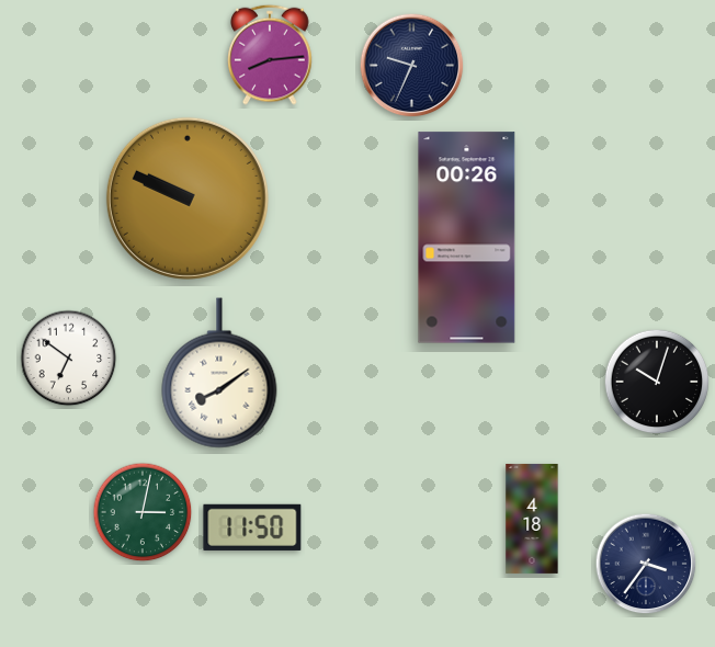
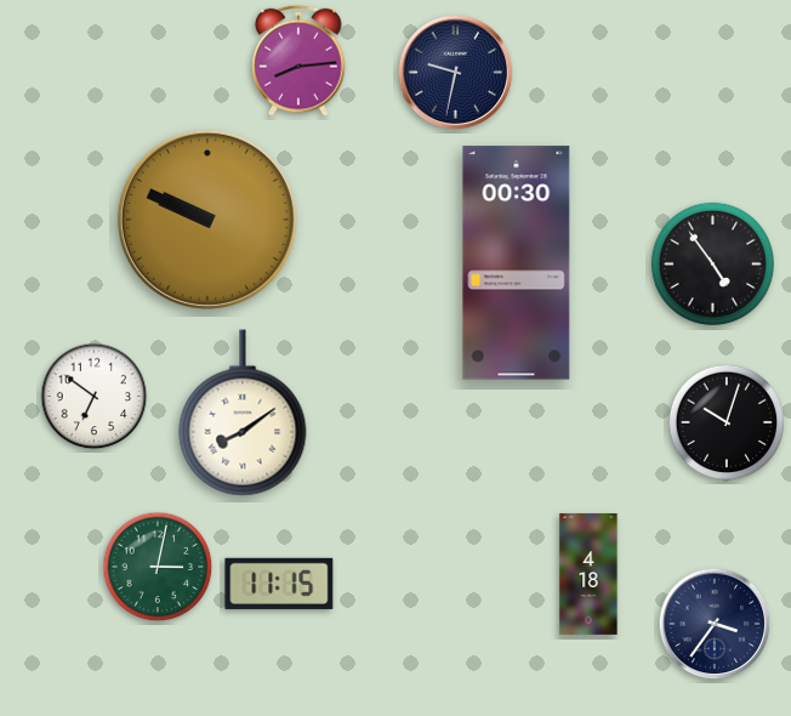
clock at (412, 66): 9:34 -> 9:32
clock at (467, 238): 00:26 -> 00:30
clock at (712, 263): none -> 4:54
clock at (69, 359) position: (69, 359) -> (95, 397)
clock at (252, 527): 11:50 -> 11:15
